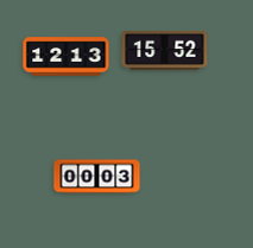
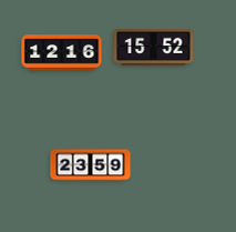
clock at (67, 57): 12:13 -> 12:16
clock at (97, 177): 00:03 -> 23:59
